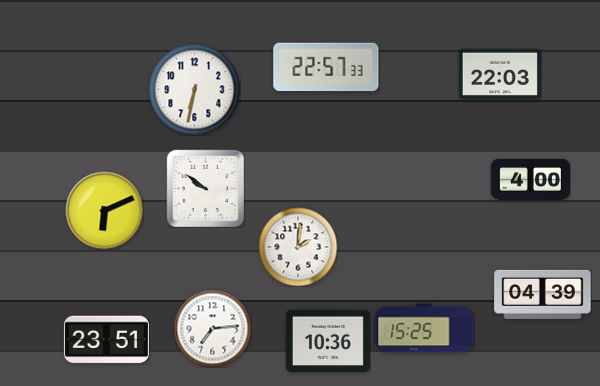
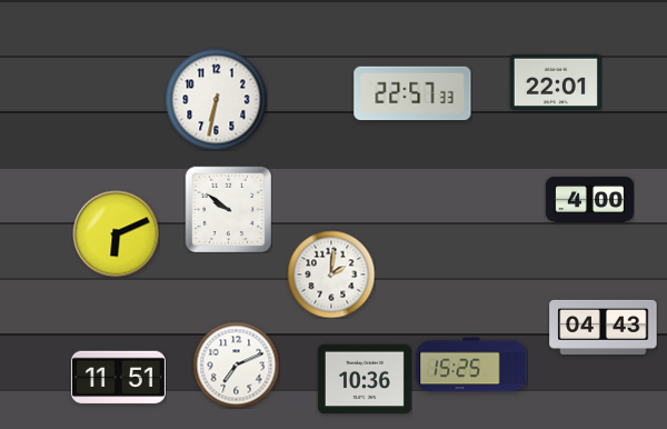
clock at (326, 67) position: (326, 67) -> (412, 93)
clock at (500, 74): 22:03 -> 22:01
clock at (543, 294): 04:39 -> 04:43
clock at (212, 328): 7:14 -> 7:11
clock at (106, 340): 23:51 -> 11:51
